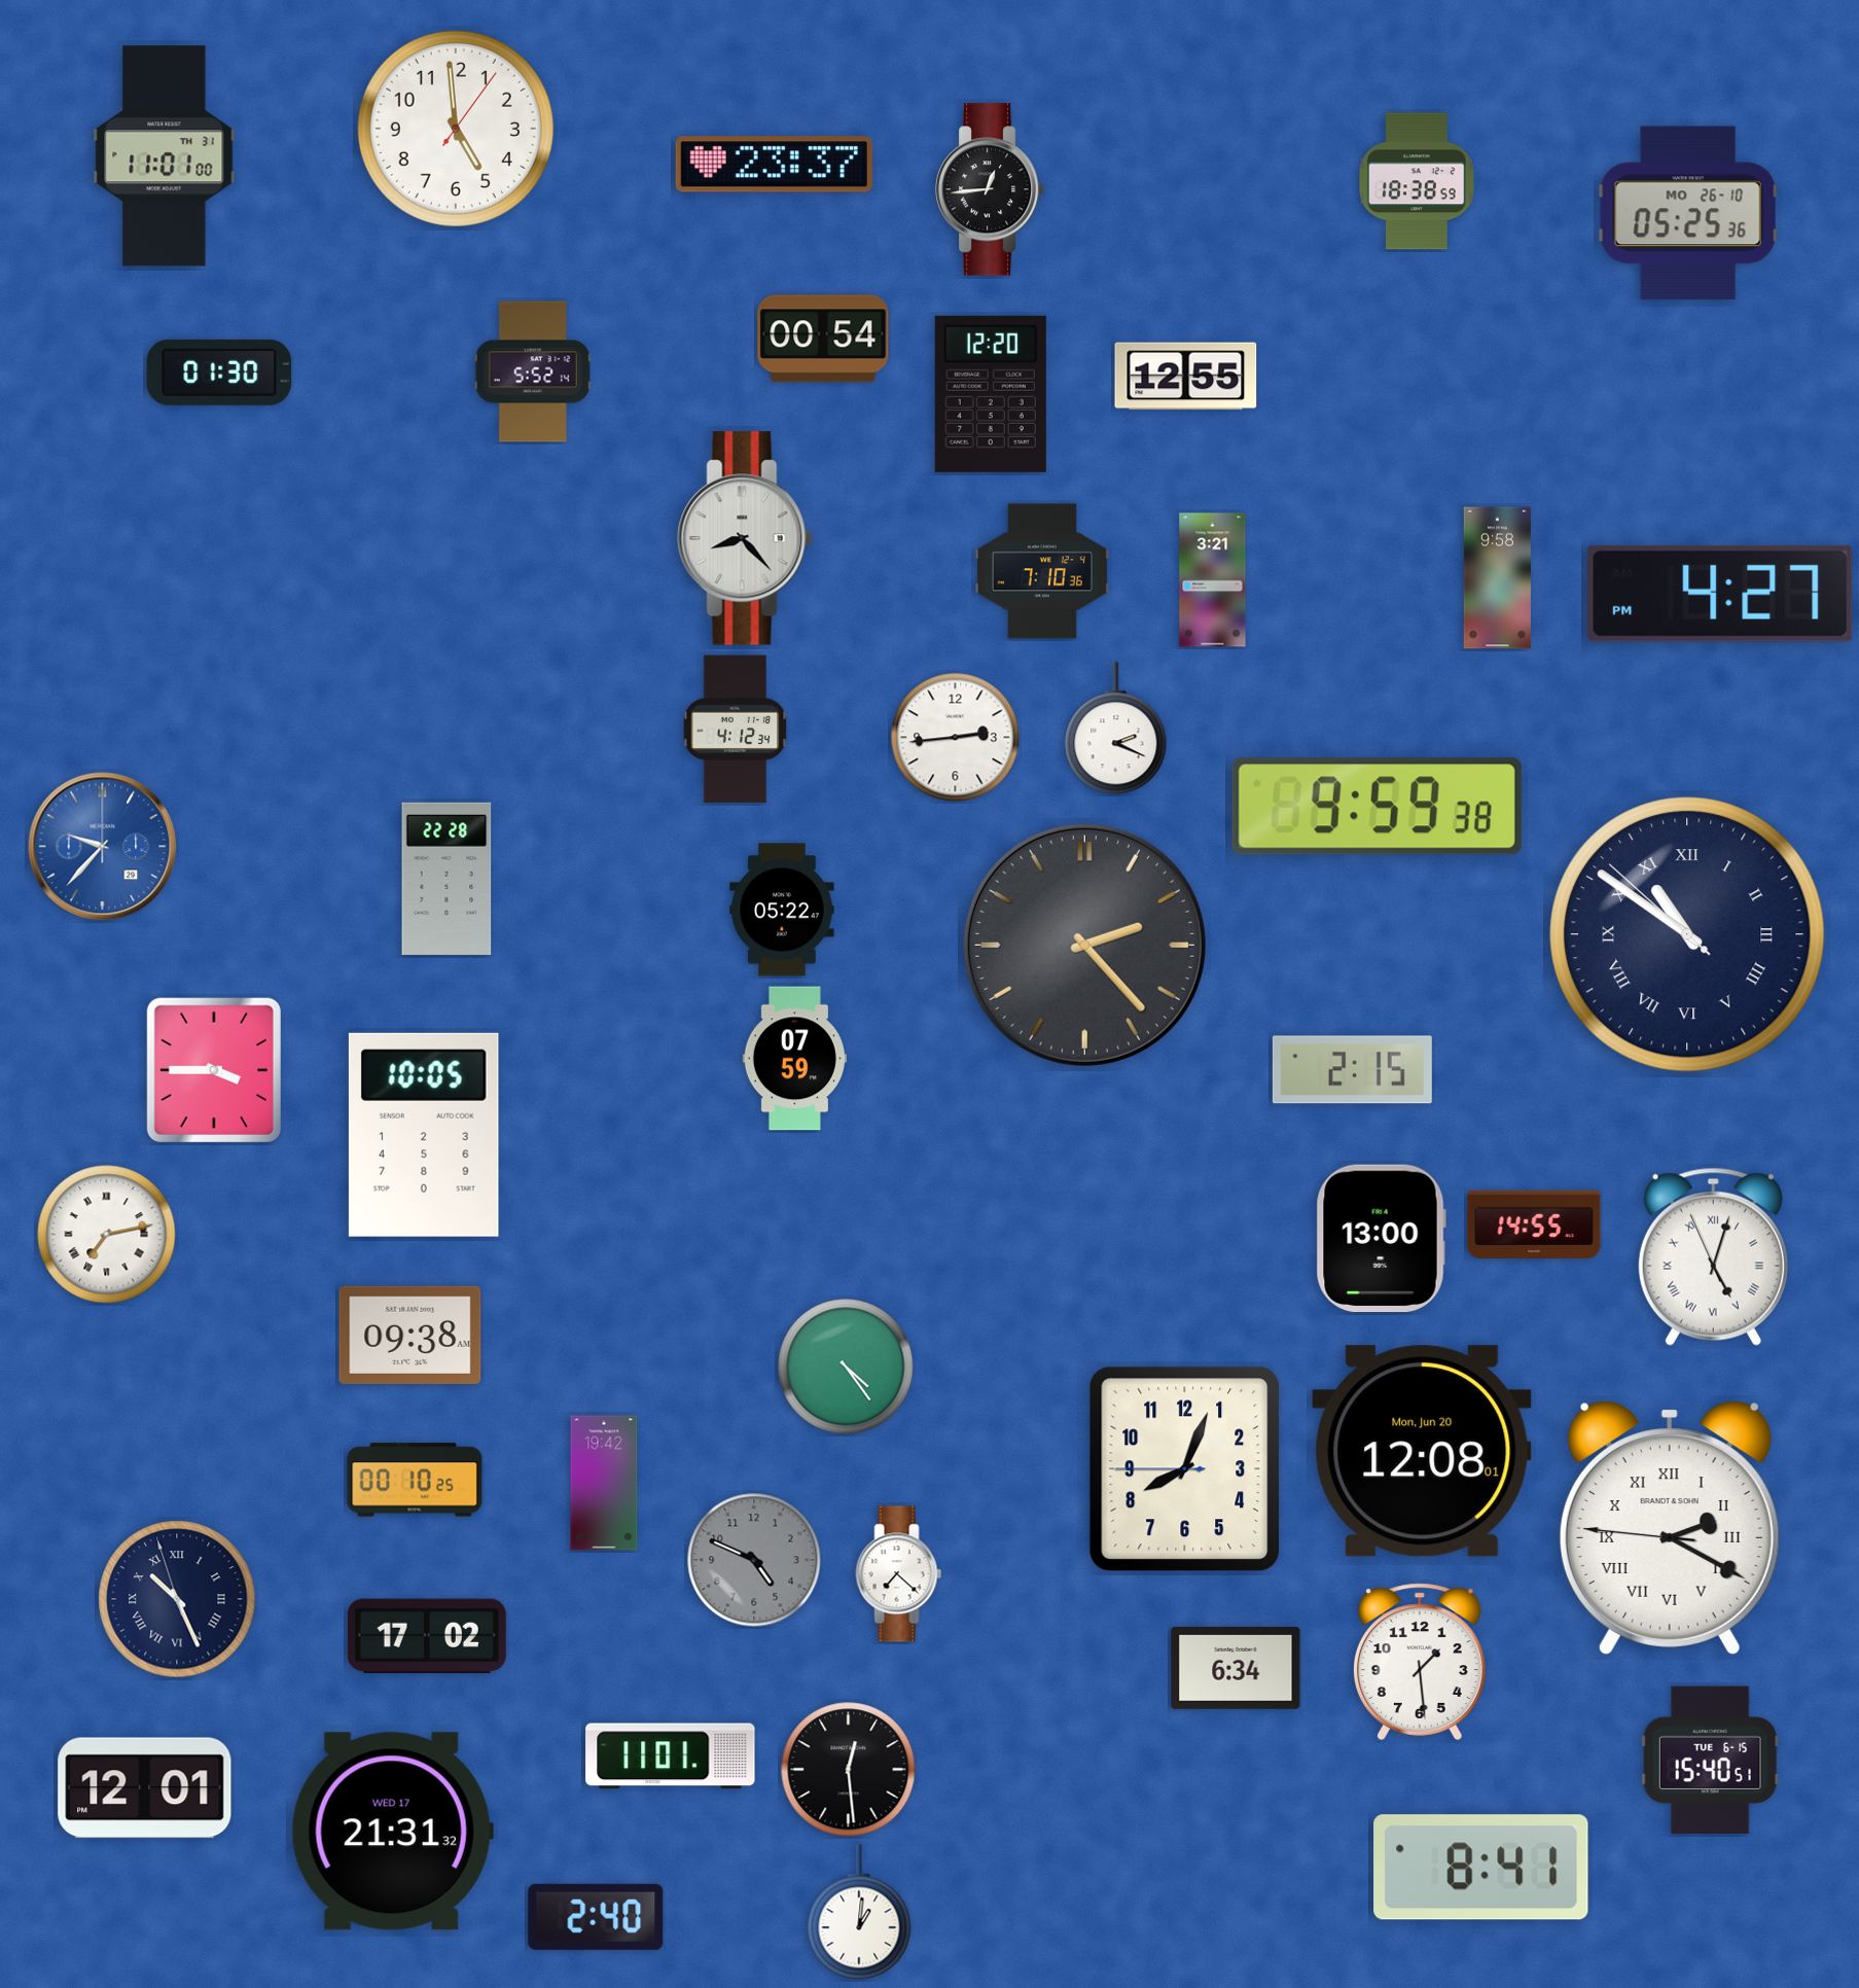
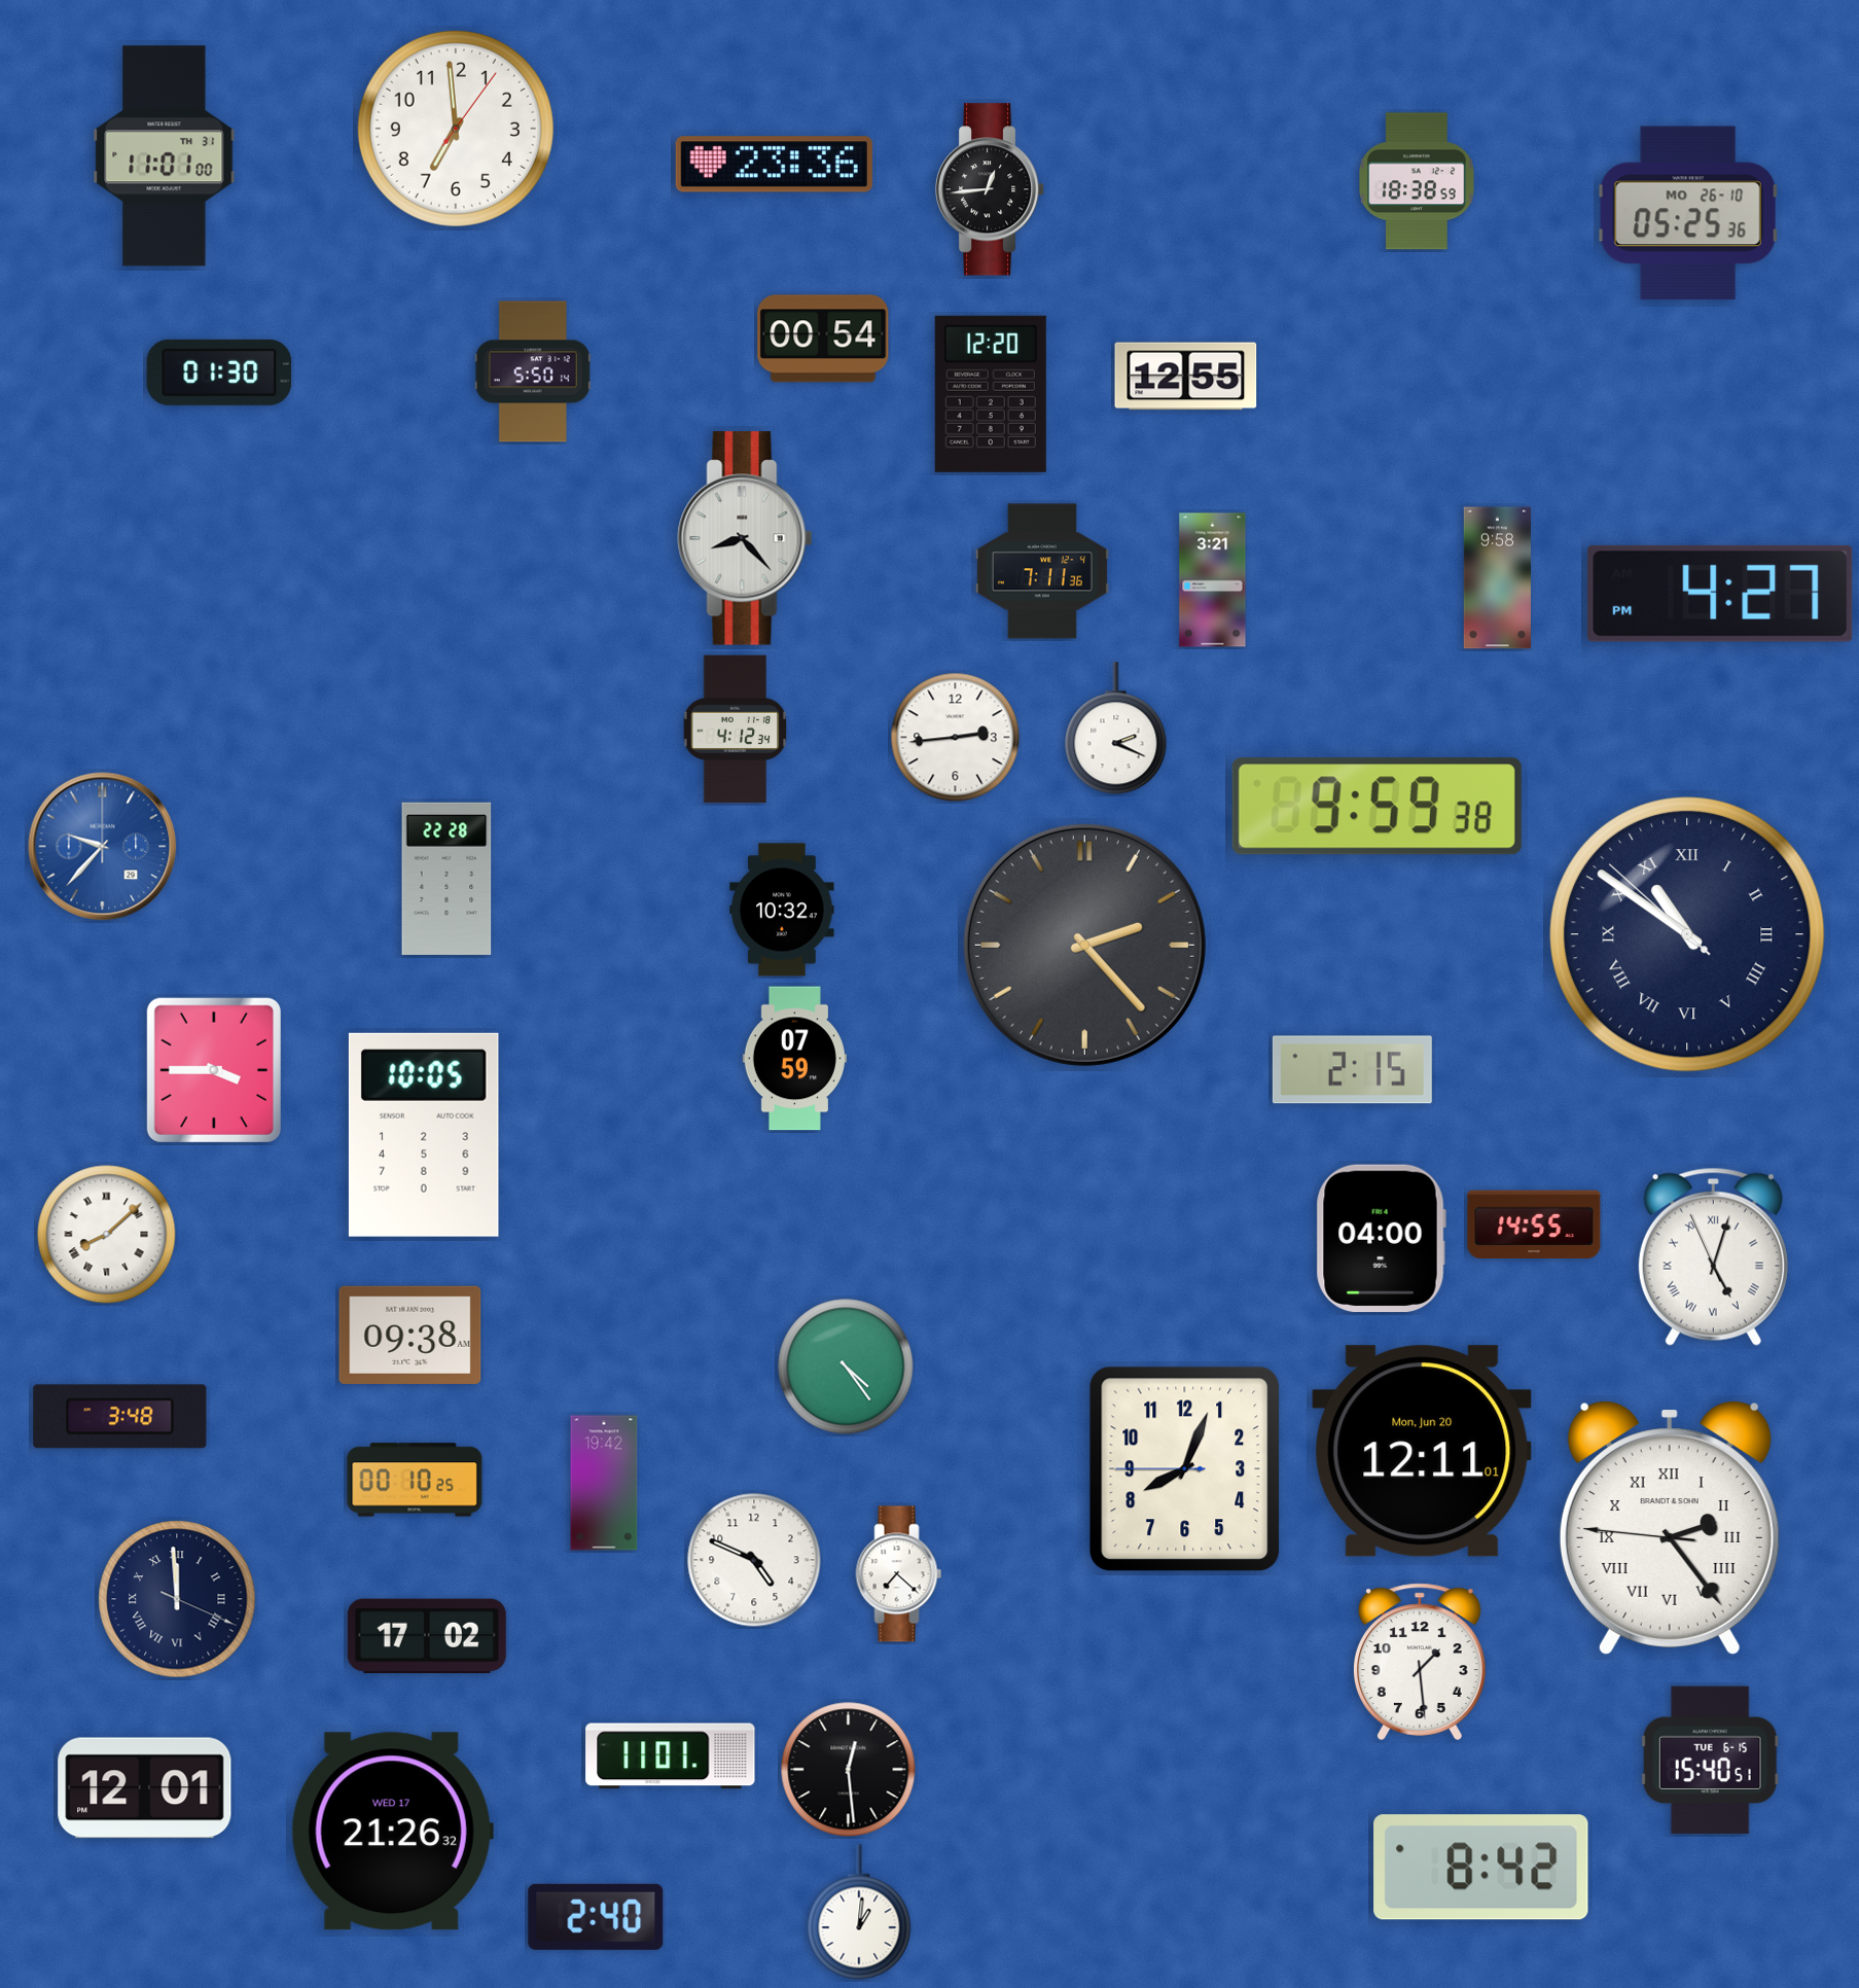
clock at (456, 129): 4:59 -> 6:59
clock at (774, 165): 23:37 -> 23:36
clock at (533, 371): 5:52 -> 5:50
clock at (1042, 571): 7:10 -> 7:11
clock at (782, 910): 05:22 -> 10:32
clock at (107, 1235): 7:13 -> 8:08
clock at (1381, 1239): 13:00 -> 04:00
clock at (120, 1417): none -> 3:48
clock at (1422, 1451): 12:08 -> 12:11
clock at (1670, 1528): 2:19 -> 2:23
clock at (754, 1560) dial: grey -> white
clock at (177, 1599): 10:25 -> 11:59
clock at (1236, 1668): 6:34 -> none
clock at (392, 1832): 21:31 -> 21:26
clock at (1481, 1868): 8:41 -> 8:42
